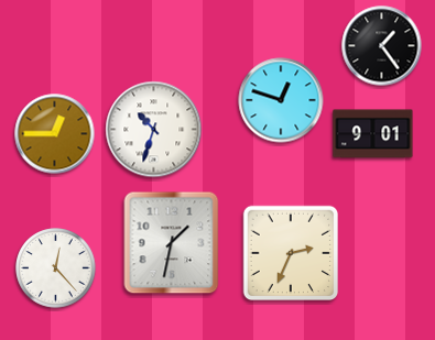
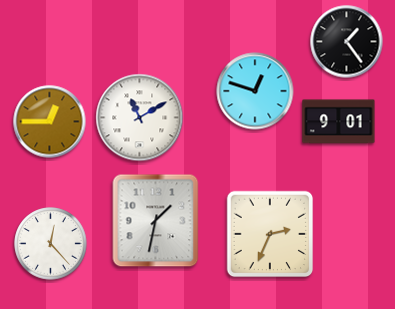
clock at (154, 130): 10:33 -> 11:10
clock at (291, 253) position: (291, 253) -> (270, 234)
